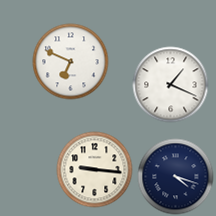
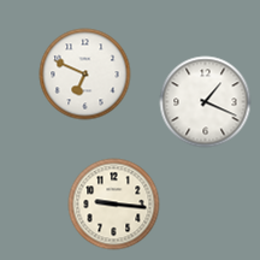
clock at (176, 177): 4:18 -> none
